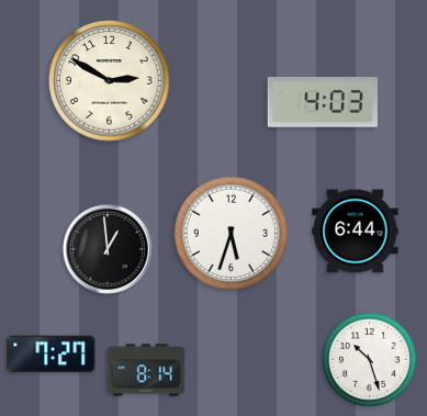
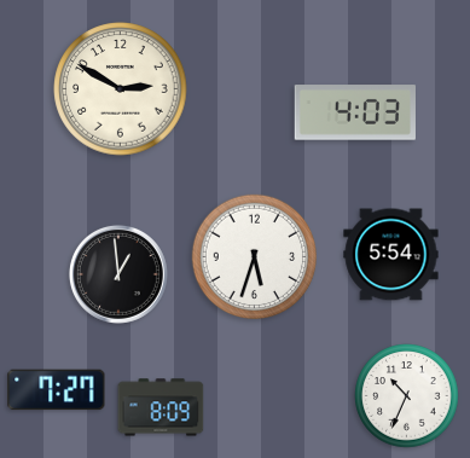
clock at (356, 232): 6:44 -> 5:54
clock at (370, 360): 10:27 -> 10:34
clock at (146, 370): 8:14 -> 8:09
